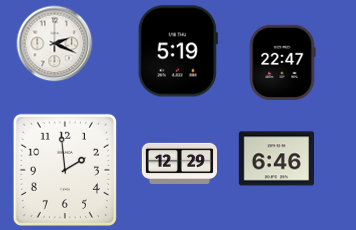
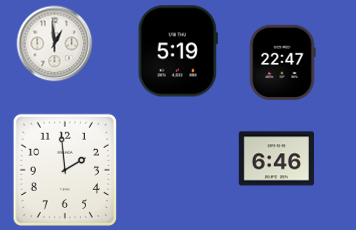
clock at (55, 44): 2:19 -> 12:59
clock at (179, 163): 12:29 -> none
